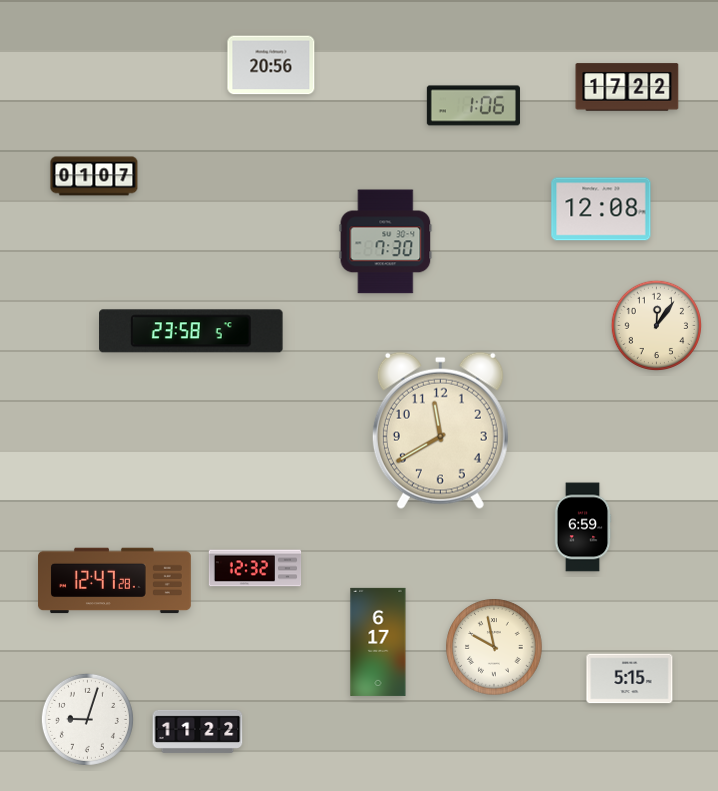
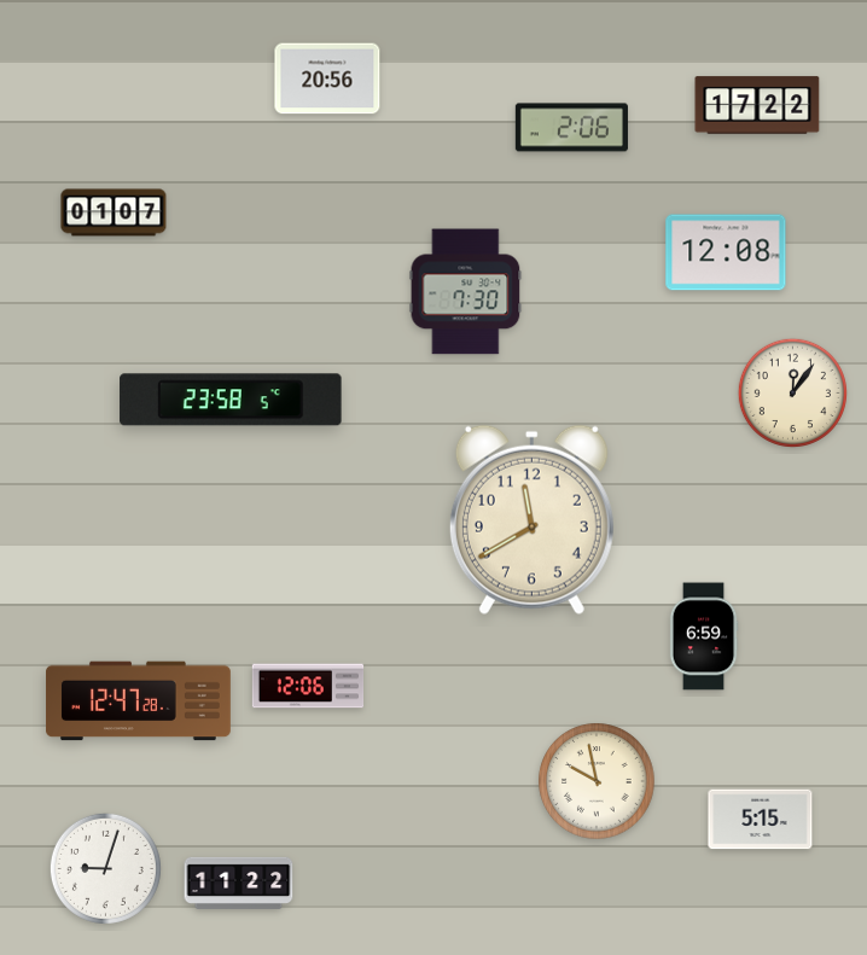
clock at (473, 106): 1:06 -> 2:06
clock at (255, 568): 12:32 -> 12:06
clock at (378, 642): 6:17 -> none
